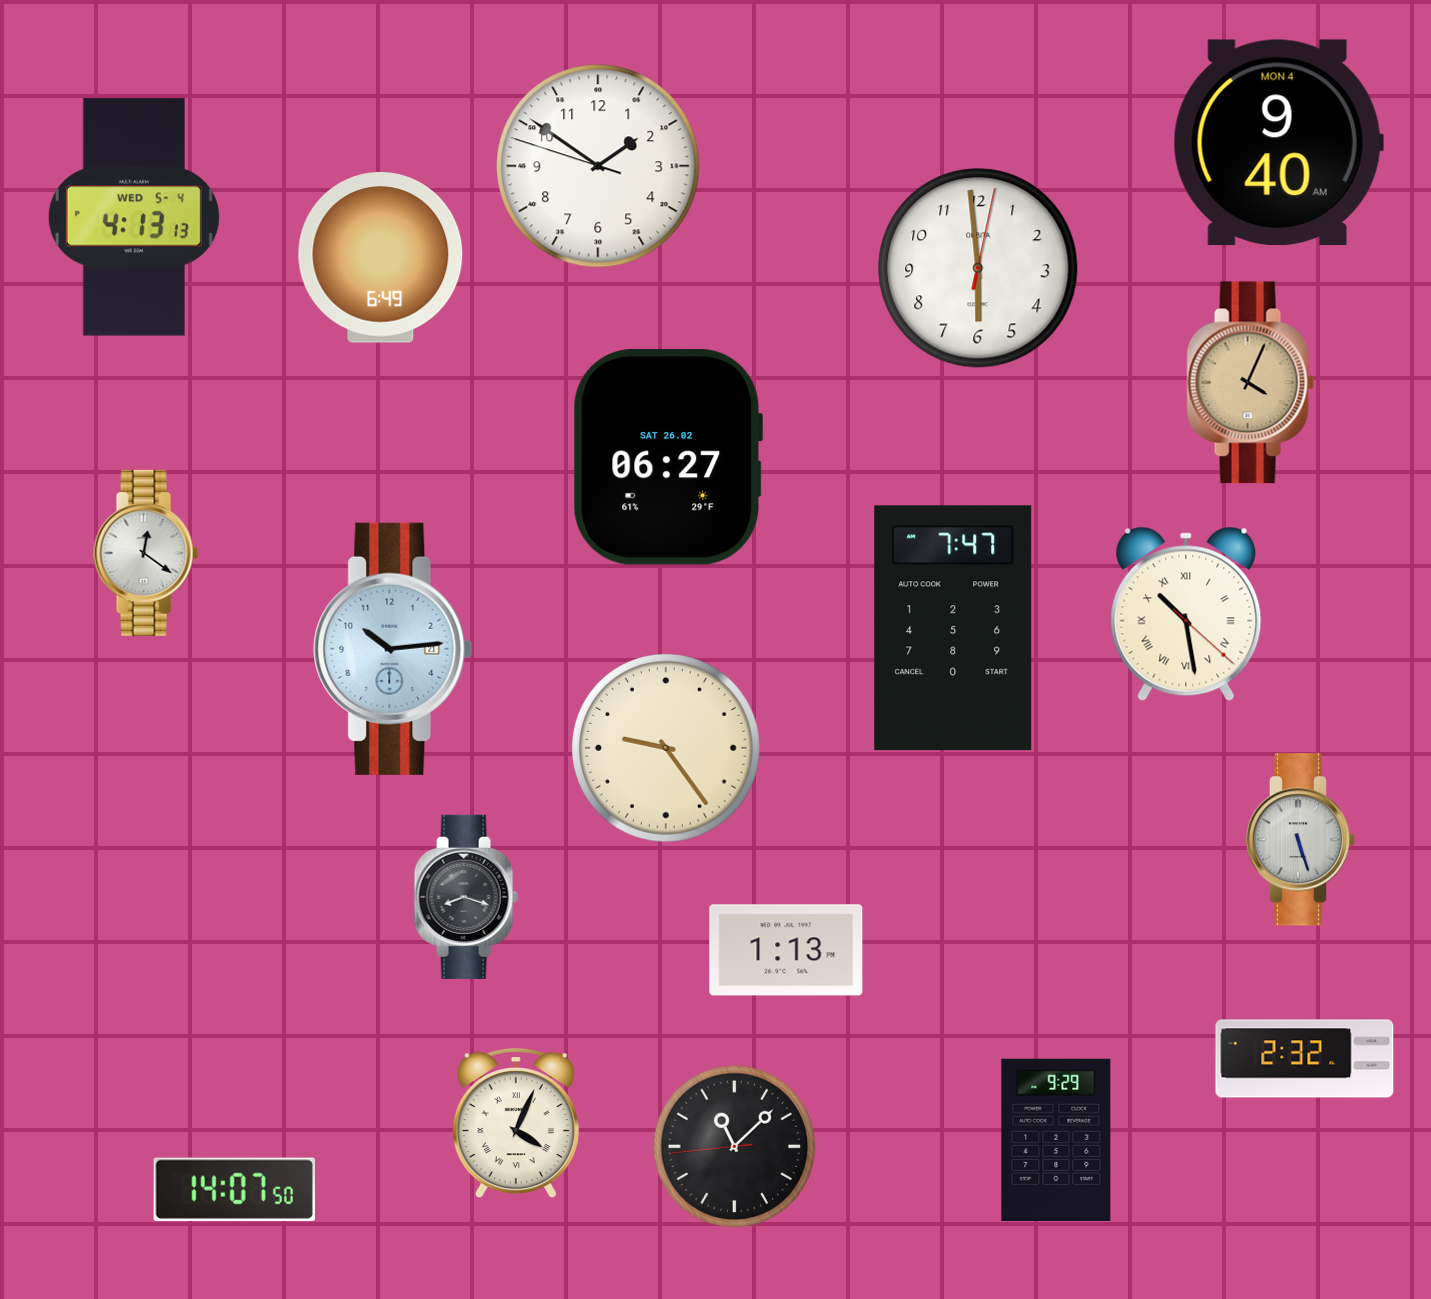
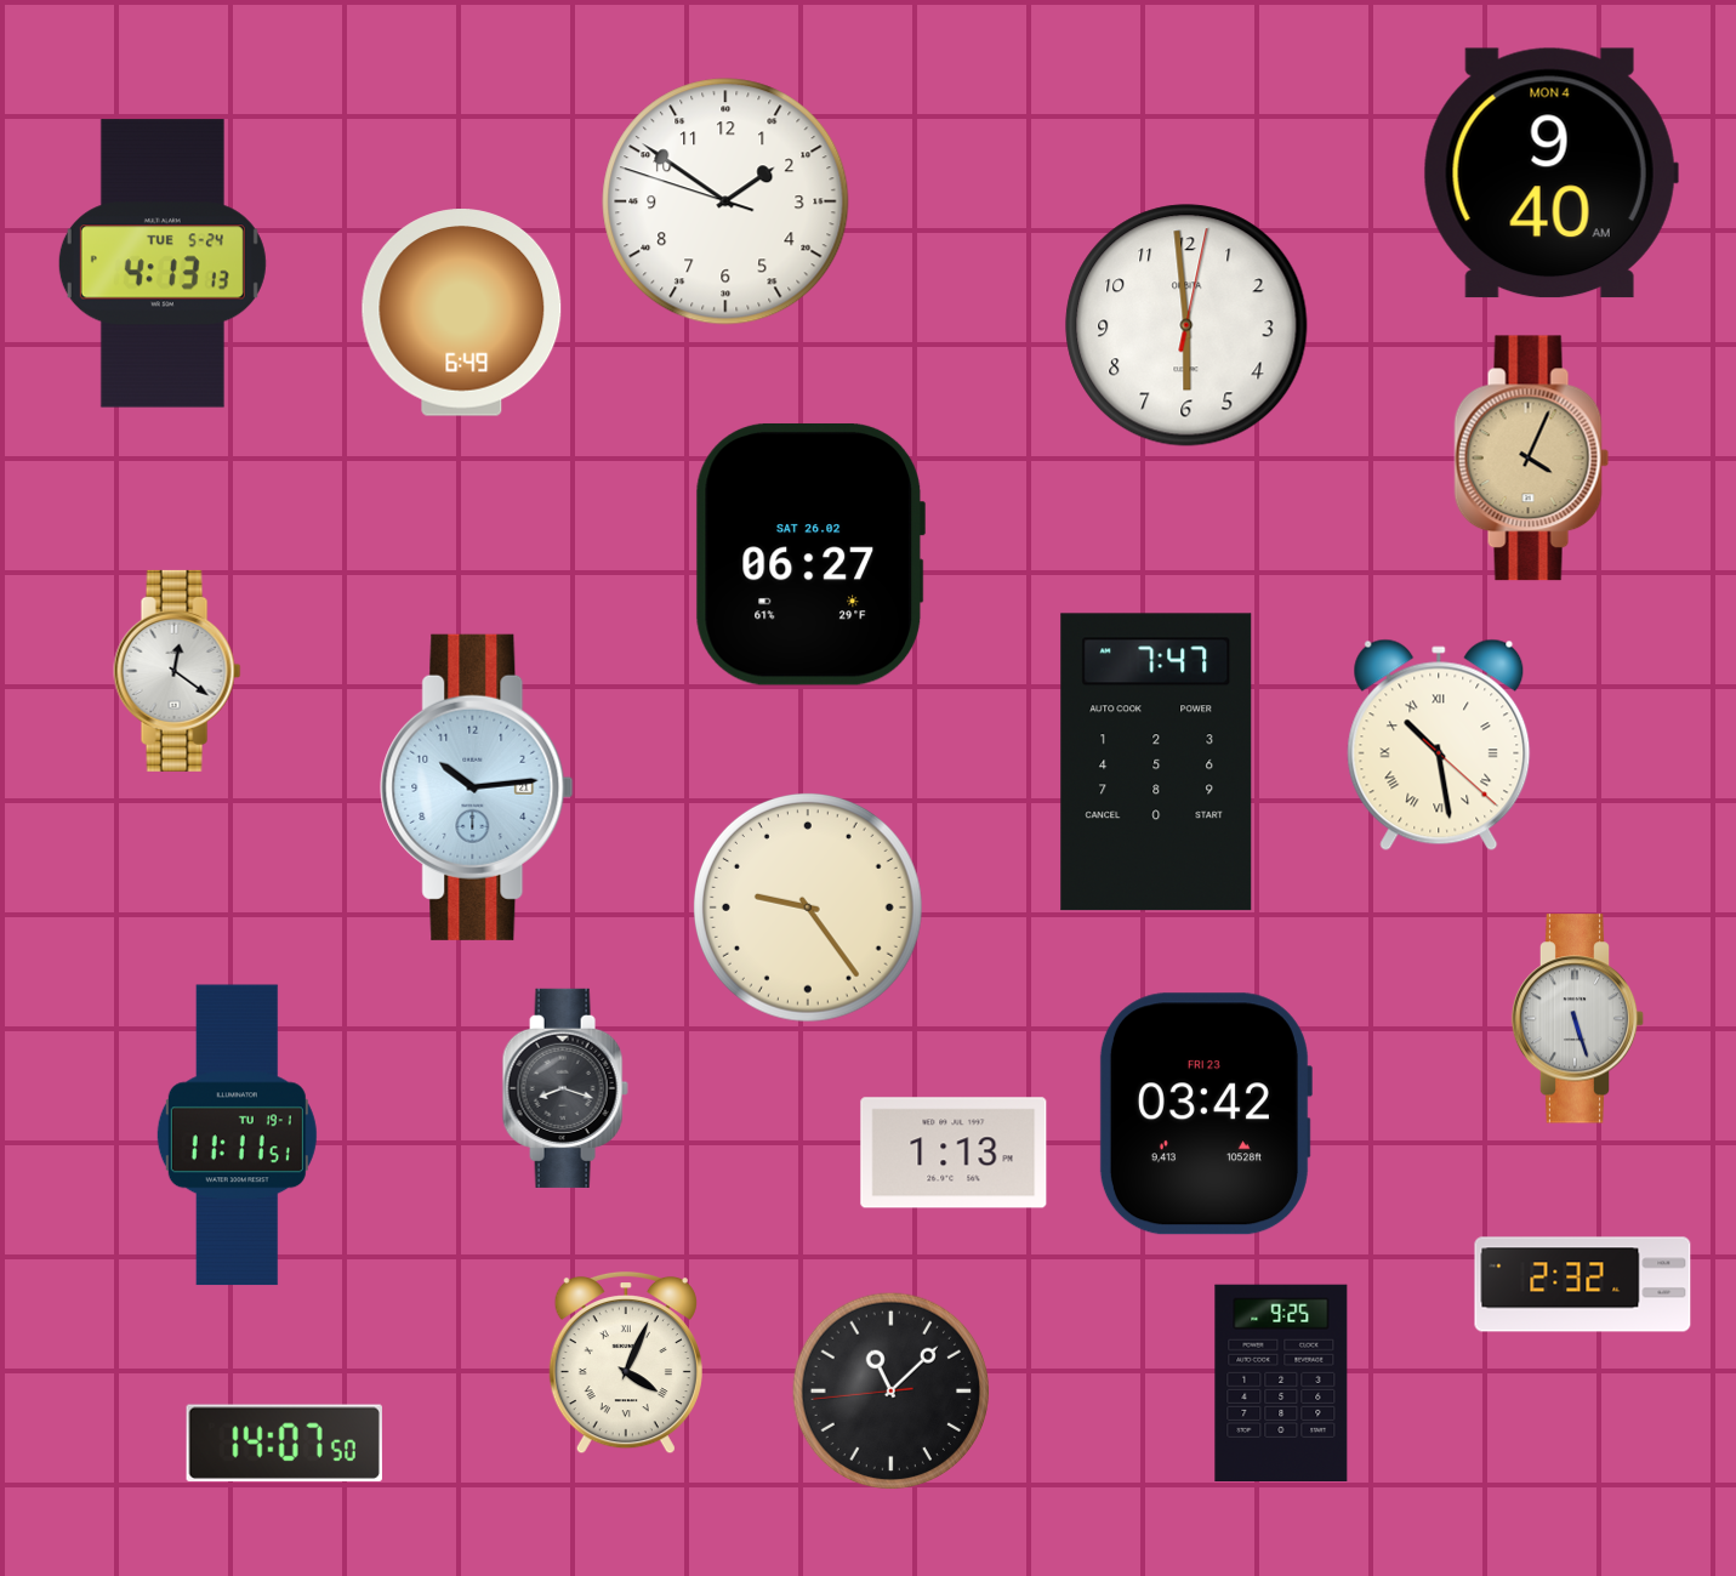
clock at (134, 217) date: WED 5-4 -> TUE 5-24
clock at (1251, 383) position: (1251, 383) -> (1532, 459)
clock at (1205, 1114): none -> 03:42
clock at (237, 1136): none -> 11:11
clock at (1056, 1139): 9:29 -> 9:25
